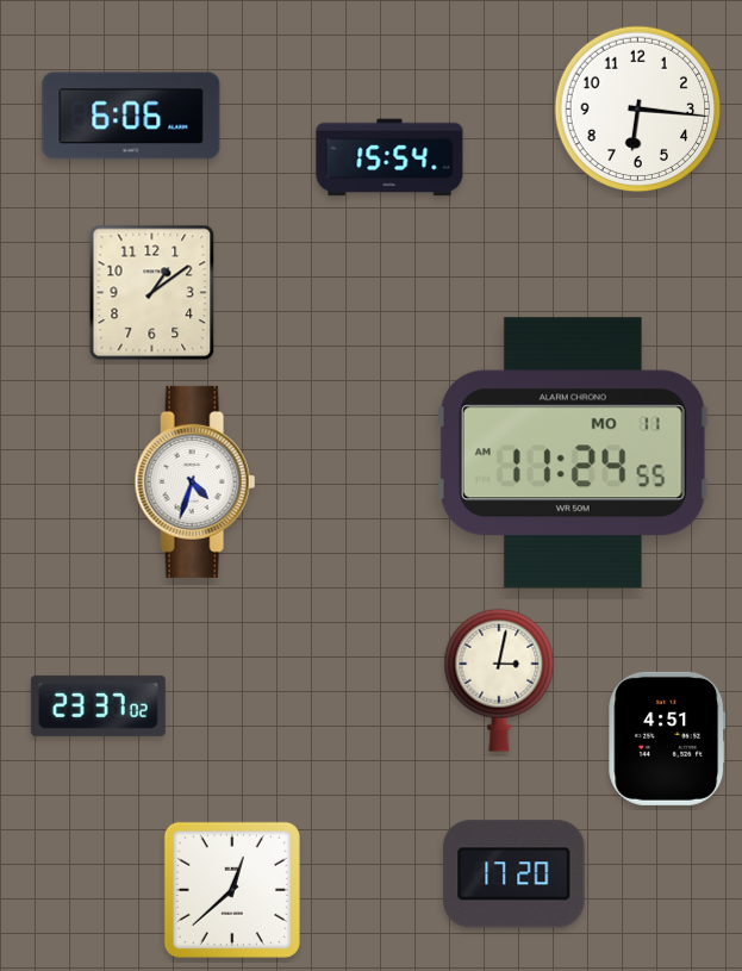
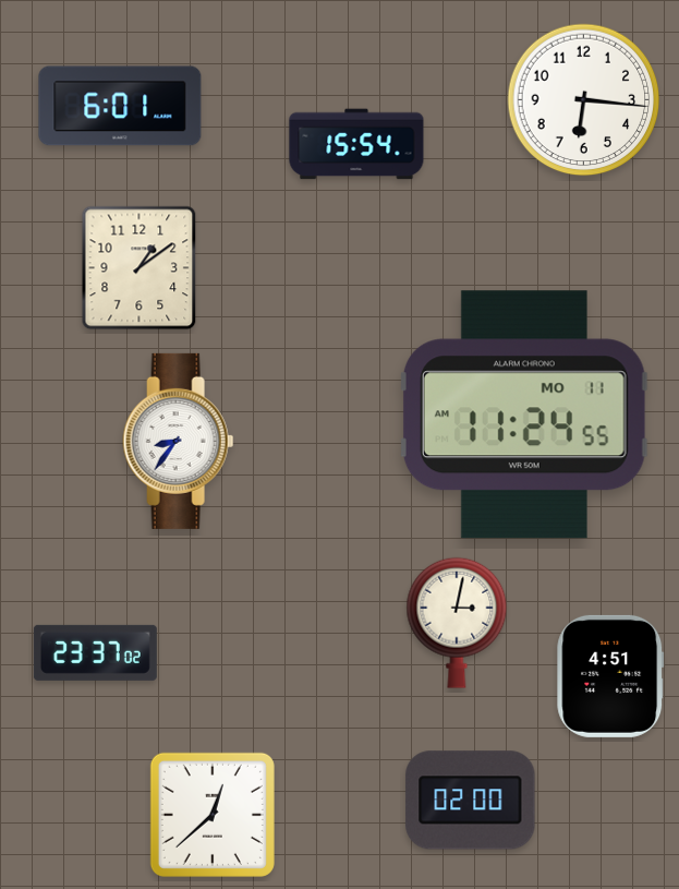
clock at (131, 116): 6:06 -> 6:01
clock at (195, 481): 4:33 -> 8:36
clock at (98, 705) position: (98, 705) -> (95, 652)
clock at (515, 874): 17:20 -> 02:00
